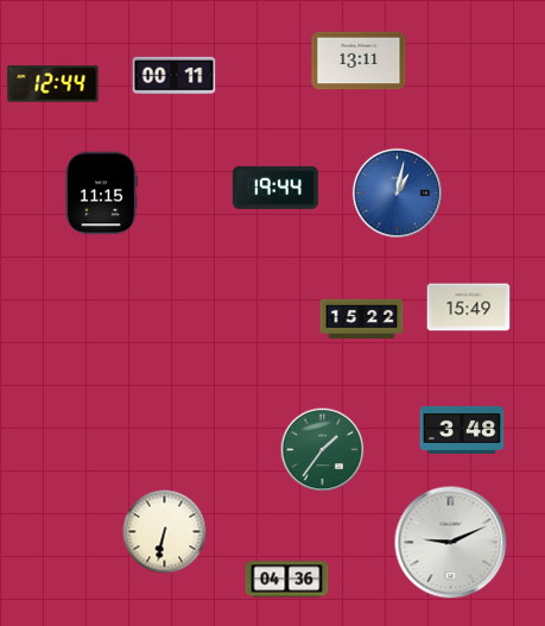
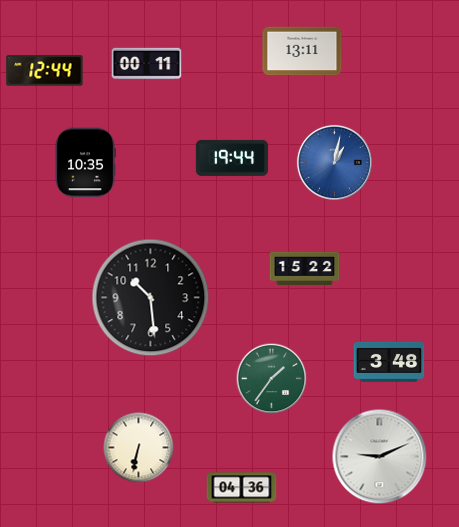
clock at (102, 194): 11:15 -> 10:35
clock at (469, 308): 15:49 -> none
clock at (151, 298): none -> 10:29
